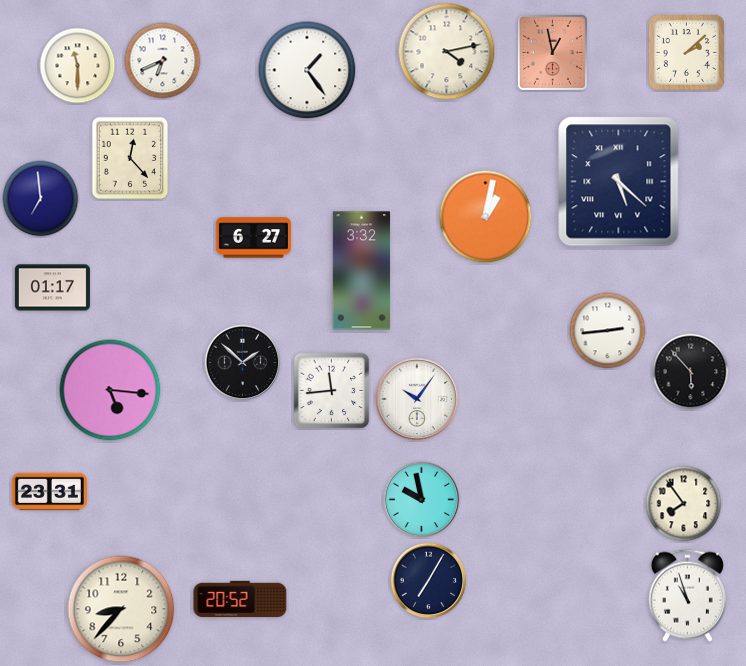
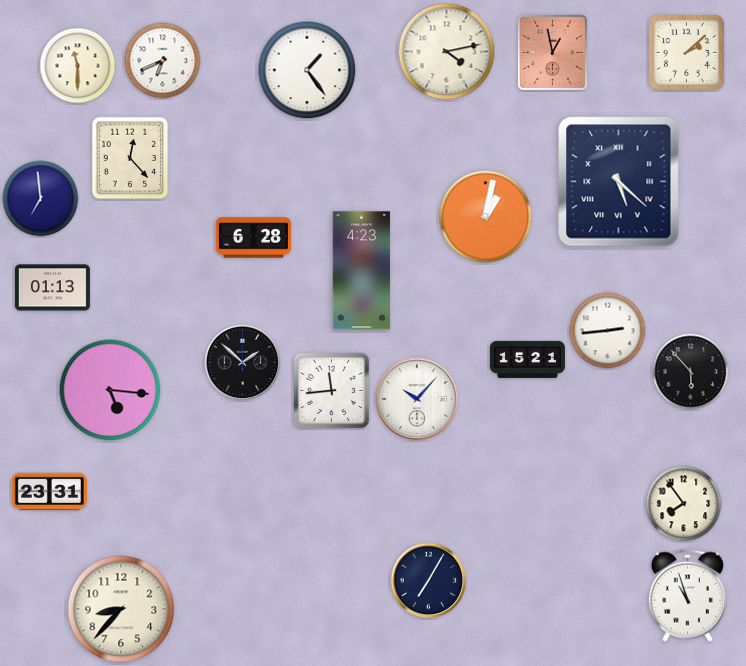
clock at (253, 238): 6:27 -> 6:28
clock at (362, 271): 3:32 -> 4:23
clock at (52, 288): 01:17 -> 01:13
clock at (527, 359): none -> 15:21
clock at (417, 399): 10:06 -> 10:07
clock at (422, 500): 9:58 -> none
clock at (240, 598): 20:52 -> none
